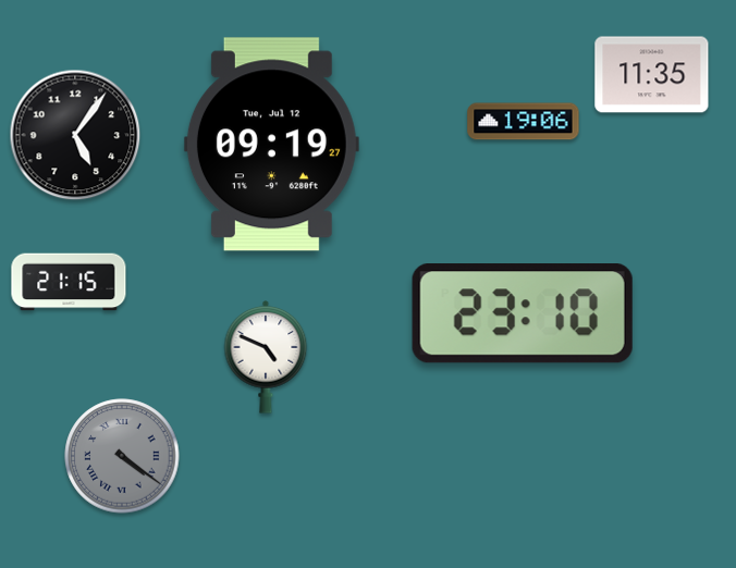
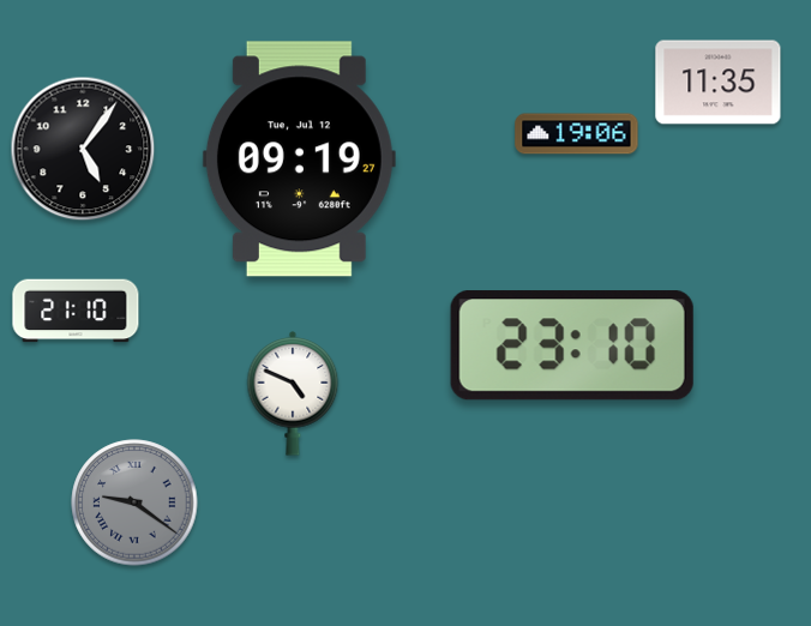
clock at (69, 282): 21:15 -> 21:10
clock at (523, 313) position: (523, 313) -> (572, 345)
clock at (122, 456): 4:21 -> 9:21
